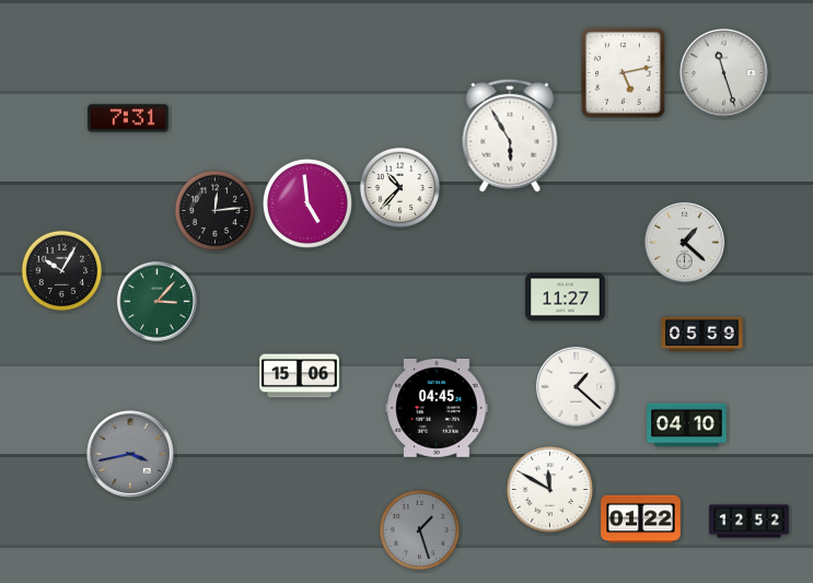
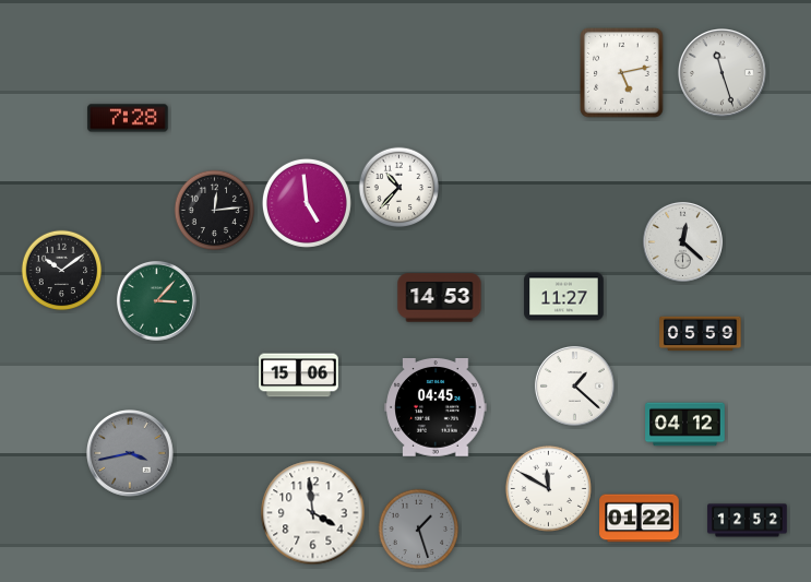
clock at (128, 118): 7:31 -> 7:28
clock at (510, 136): 5:55 -> none
clock at (684, 242): 1:22 -> 12:22
clock at (62, 271): 10:05 -> 10:09
clock at (440, 298): none -> 14:53
clock at (687, 425): 04:10 -> 04:12
clock at (313, 513): none -> 3:59
